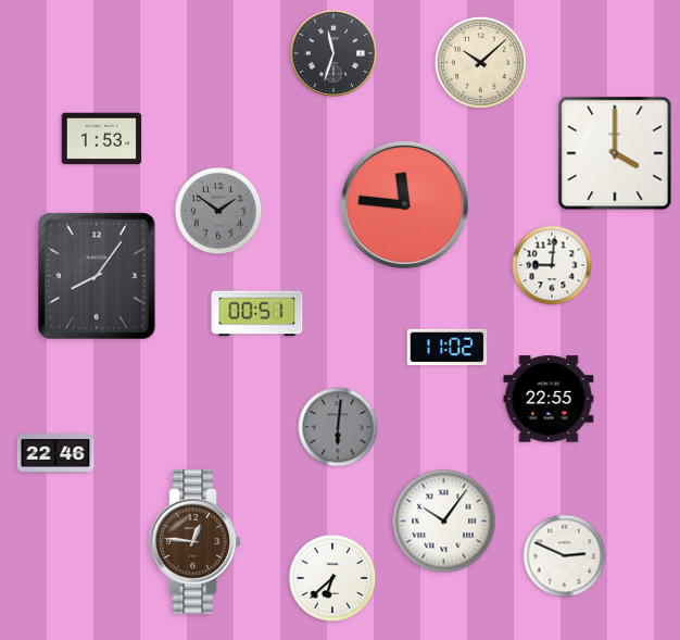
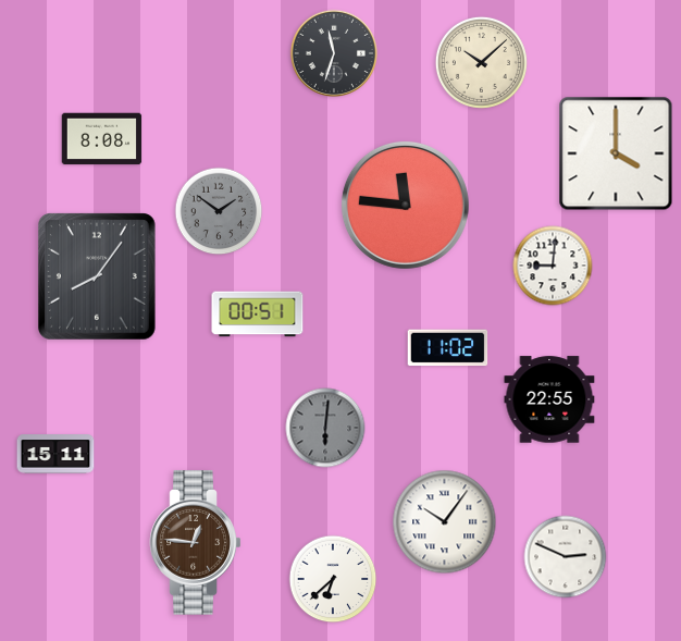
clock at (102, 139): 1:53 -> 8:08
clock at (338, 427) position: (338, 427) -> (325, 428)
clock at (55, 453): 22:46 -> 15:11
